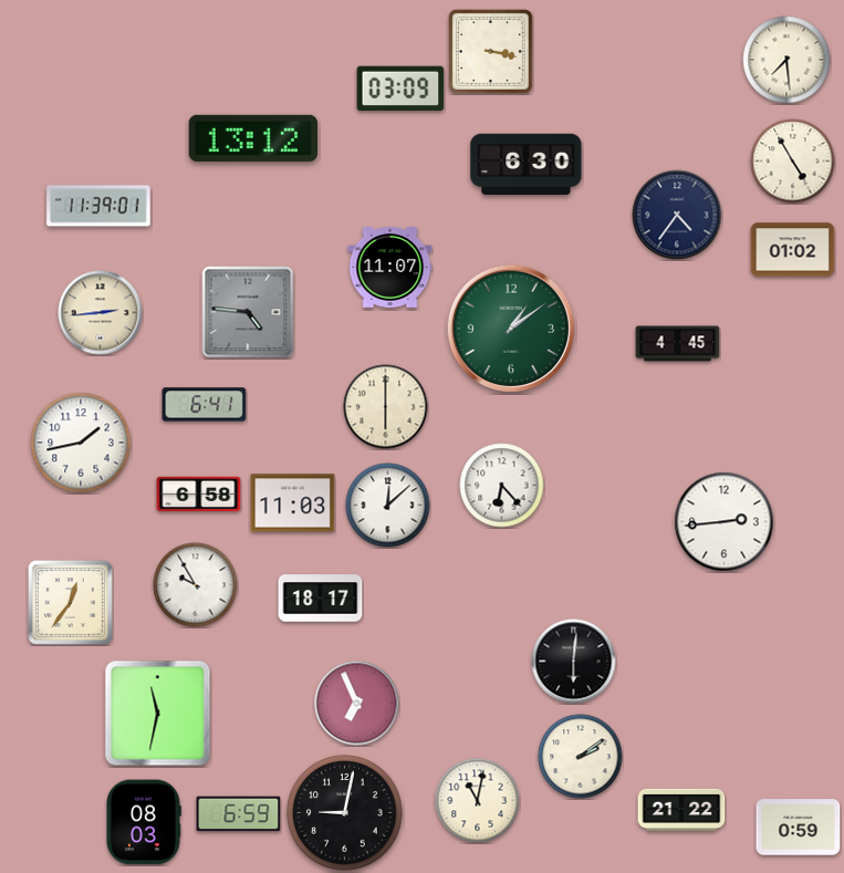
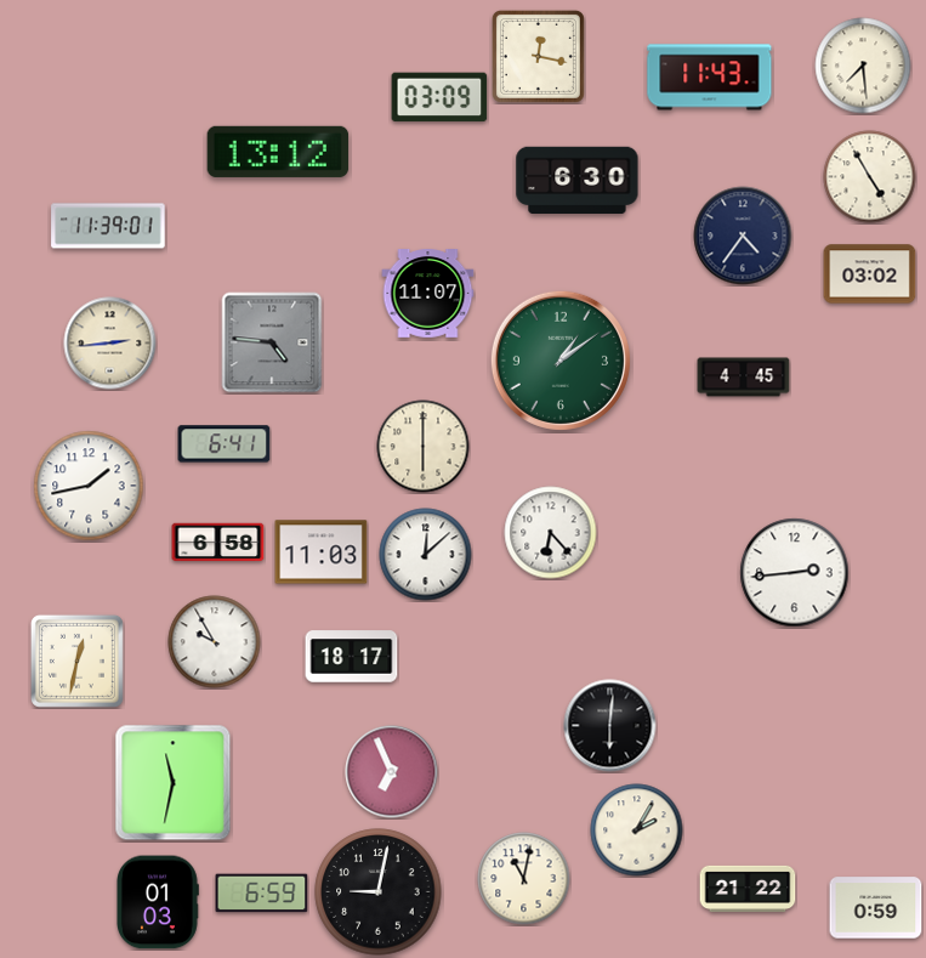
clock at (490, 51): 3:17 -> 12:17
clock at (710, 78): none -> 11:43
clock at (793, 250): 01:02 -> 03:02
clock at (70, 602): 12:36 -> 12:32
clock at (574, 662) position: (574, 662) -> (610, 726)
clock at (581, 757): 2:09 -> 2:05
clock at (144, 822): 08:03 -> 01:03
